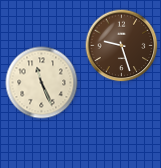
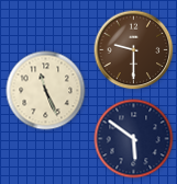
clock at (122, 46): 9:27 -> 9:30
clock at (134, 139): none -> 5:51
